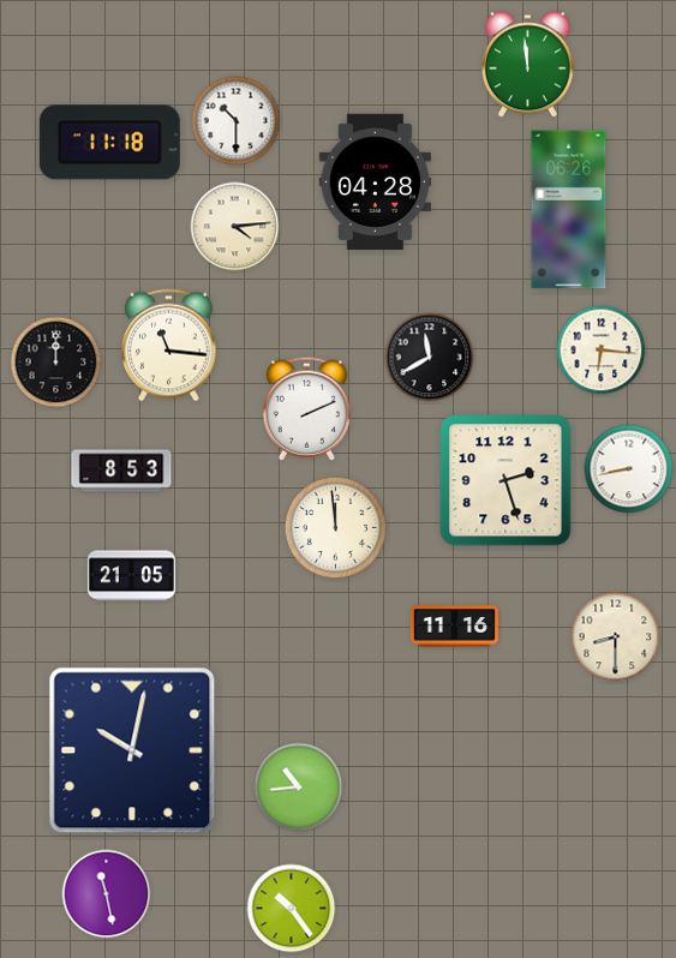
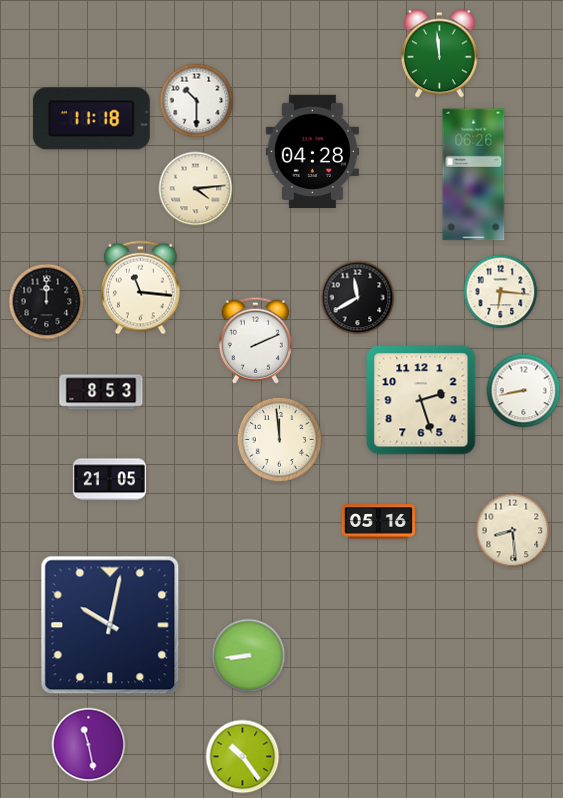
clock at (454, 627): 11:16 -> 05:16
clock at (616, 637): 8:30 -> 8:29
clock at (299, 788): 10:44 -> 8:44
